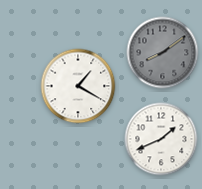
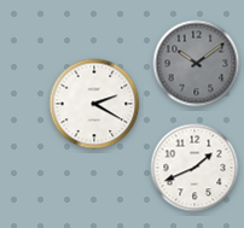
clock at (163, 53): 8:09 -> 10:09
clock at (78, 86): 1:20 -> 2:20
